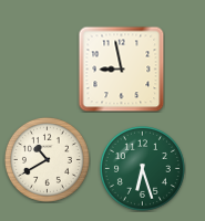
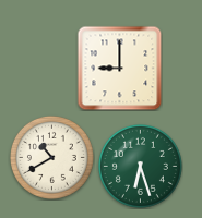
clock at (121, 69): 8:58 -> 9:00
clock at (47, 159) position: (47, 159) -> (51, 157)
